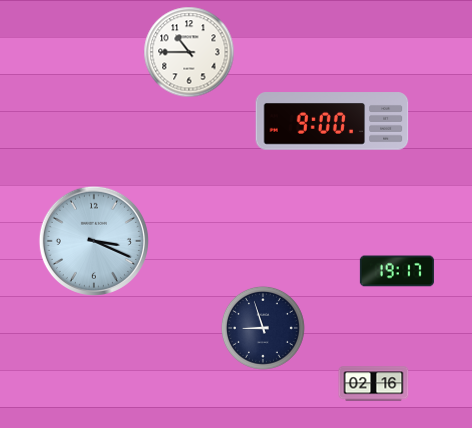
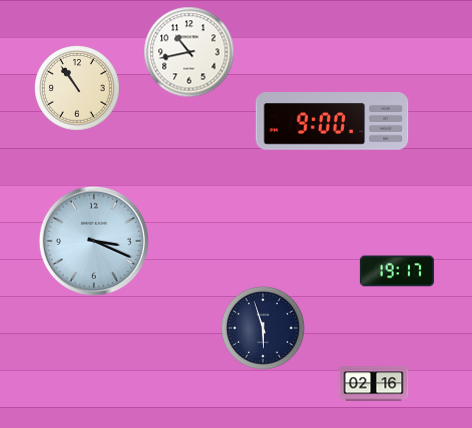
clock at (189, 52): 10:45 -> 10:43
clock at (77, 88): none -> 10:54
clock at (263, 328): 8:57 -> 5:57
